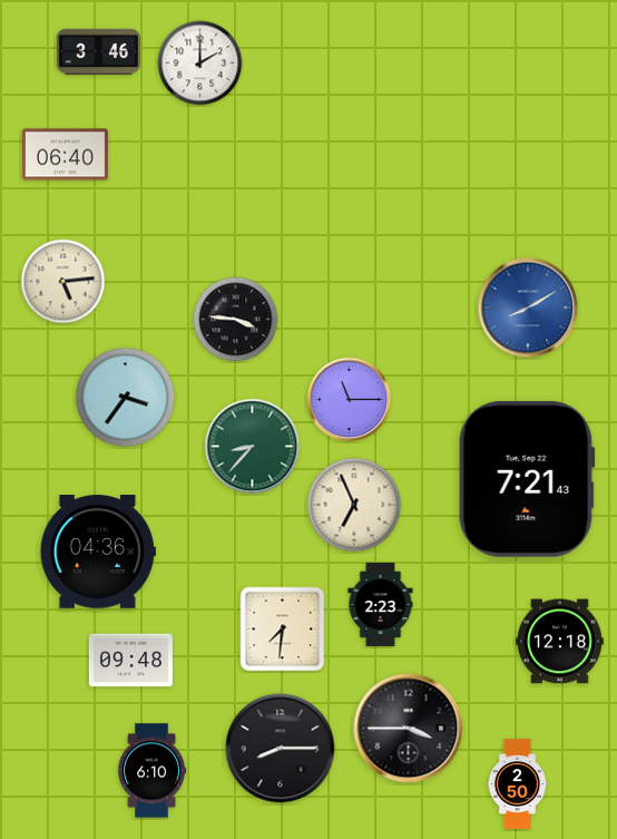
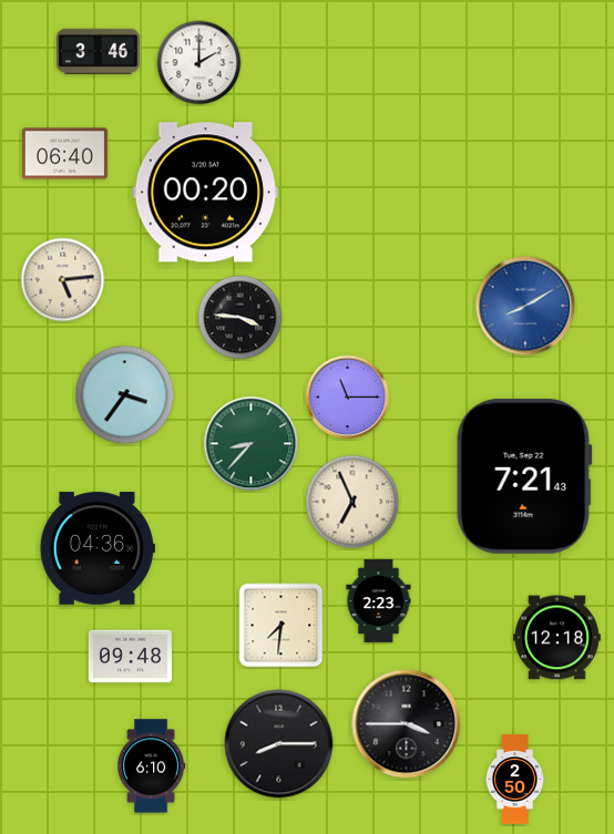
clock at (205, 193): none -> 00:20
clock at (236, 320) position: (236, 320) -> (241, 318)
